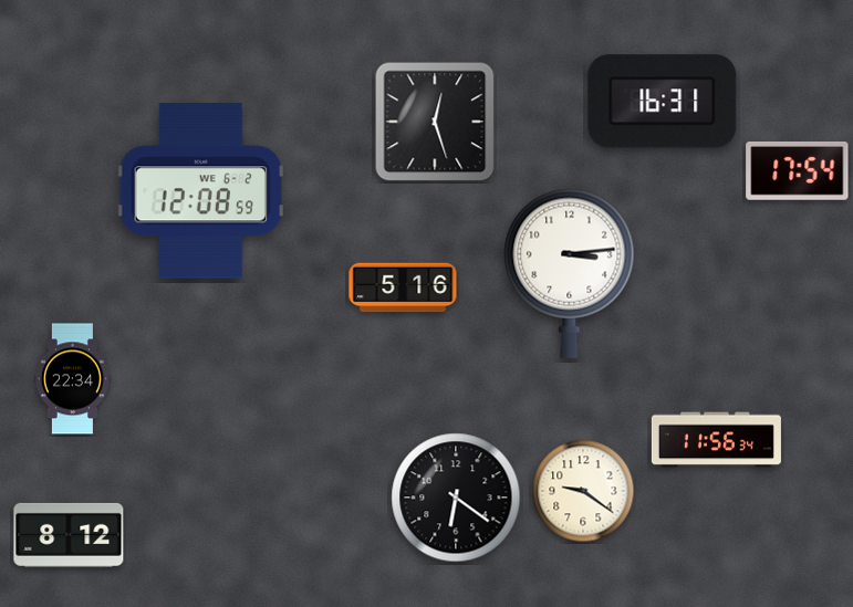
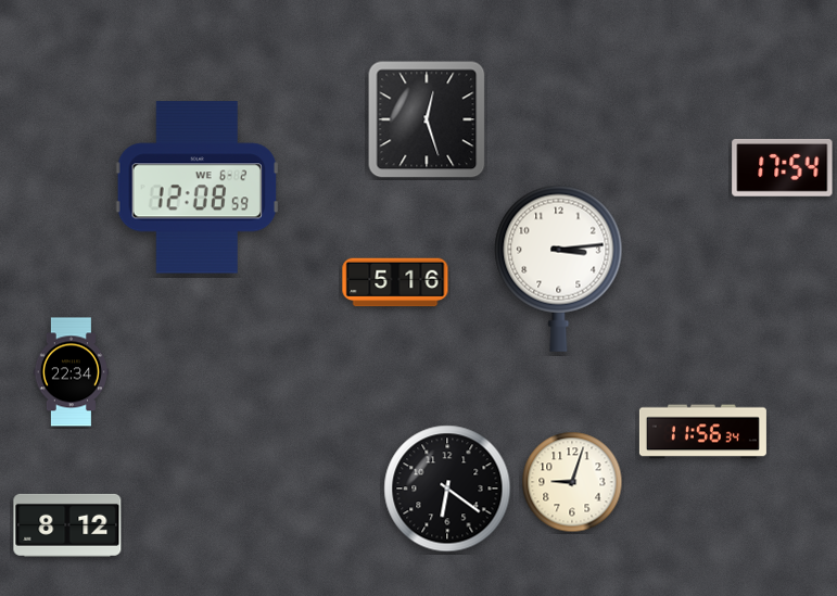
clock at (663, 102): 16:31 -> none
clock at (583, 491): 9:21 -> 9:03
